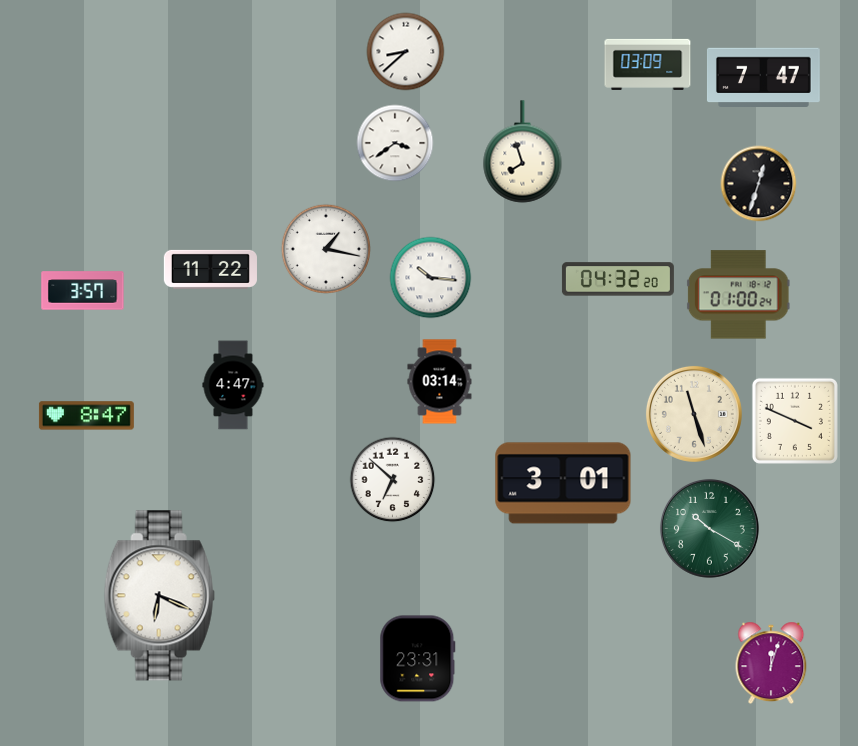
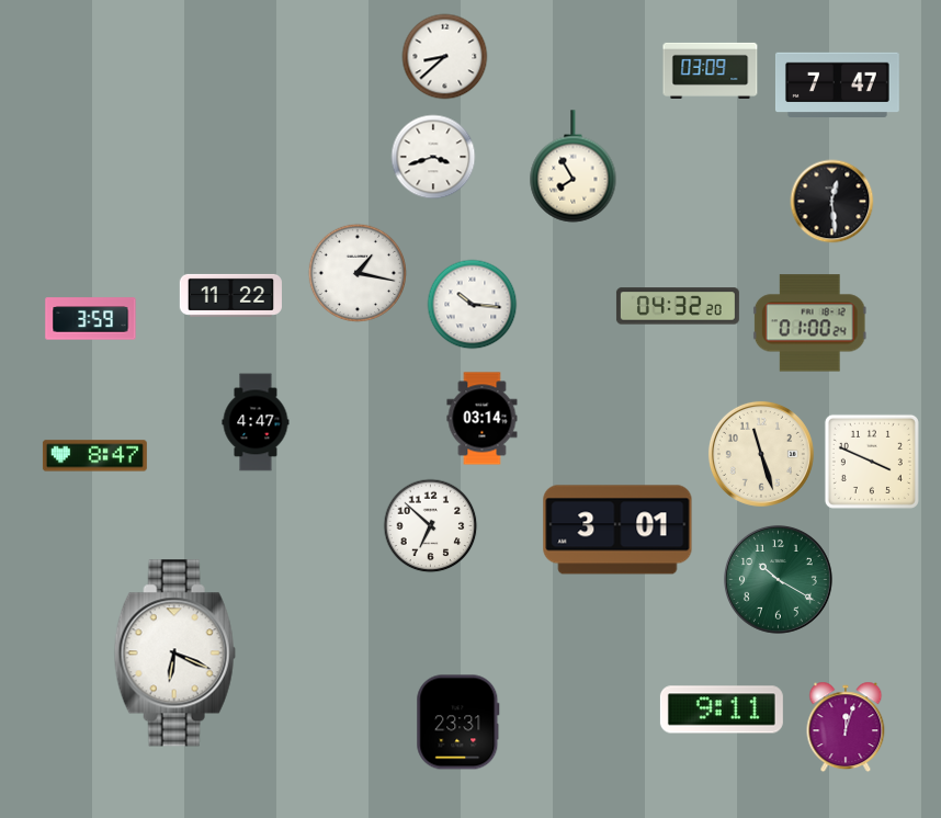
clock at (395, 143): 3:39 -> 3:42
clock at (523, 152): 7:57 -> 7:55
clock at (759, 184): 12:33 -> 12:29
clock at (83, 291): 3:57 -> 3:59
clock at (722, 709): none -> 9:11
